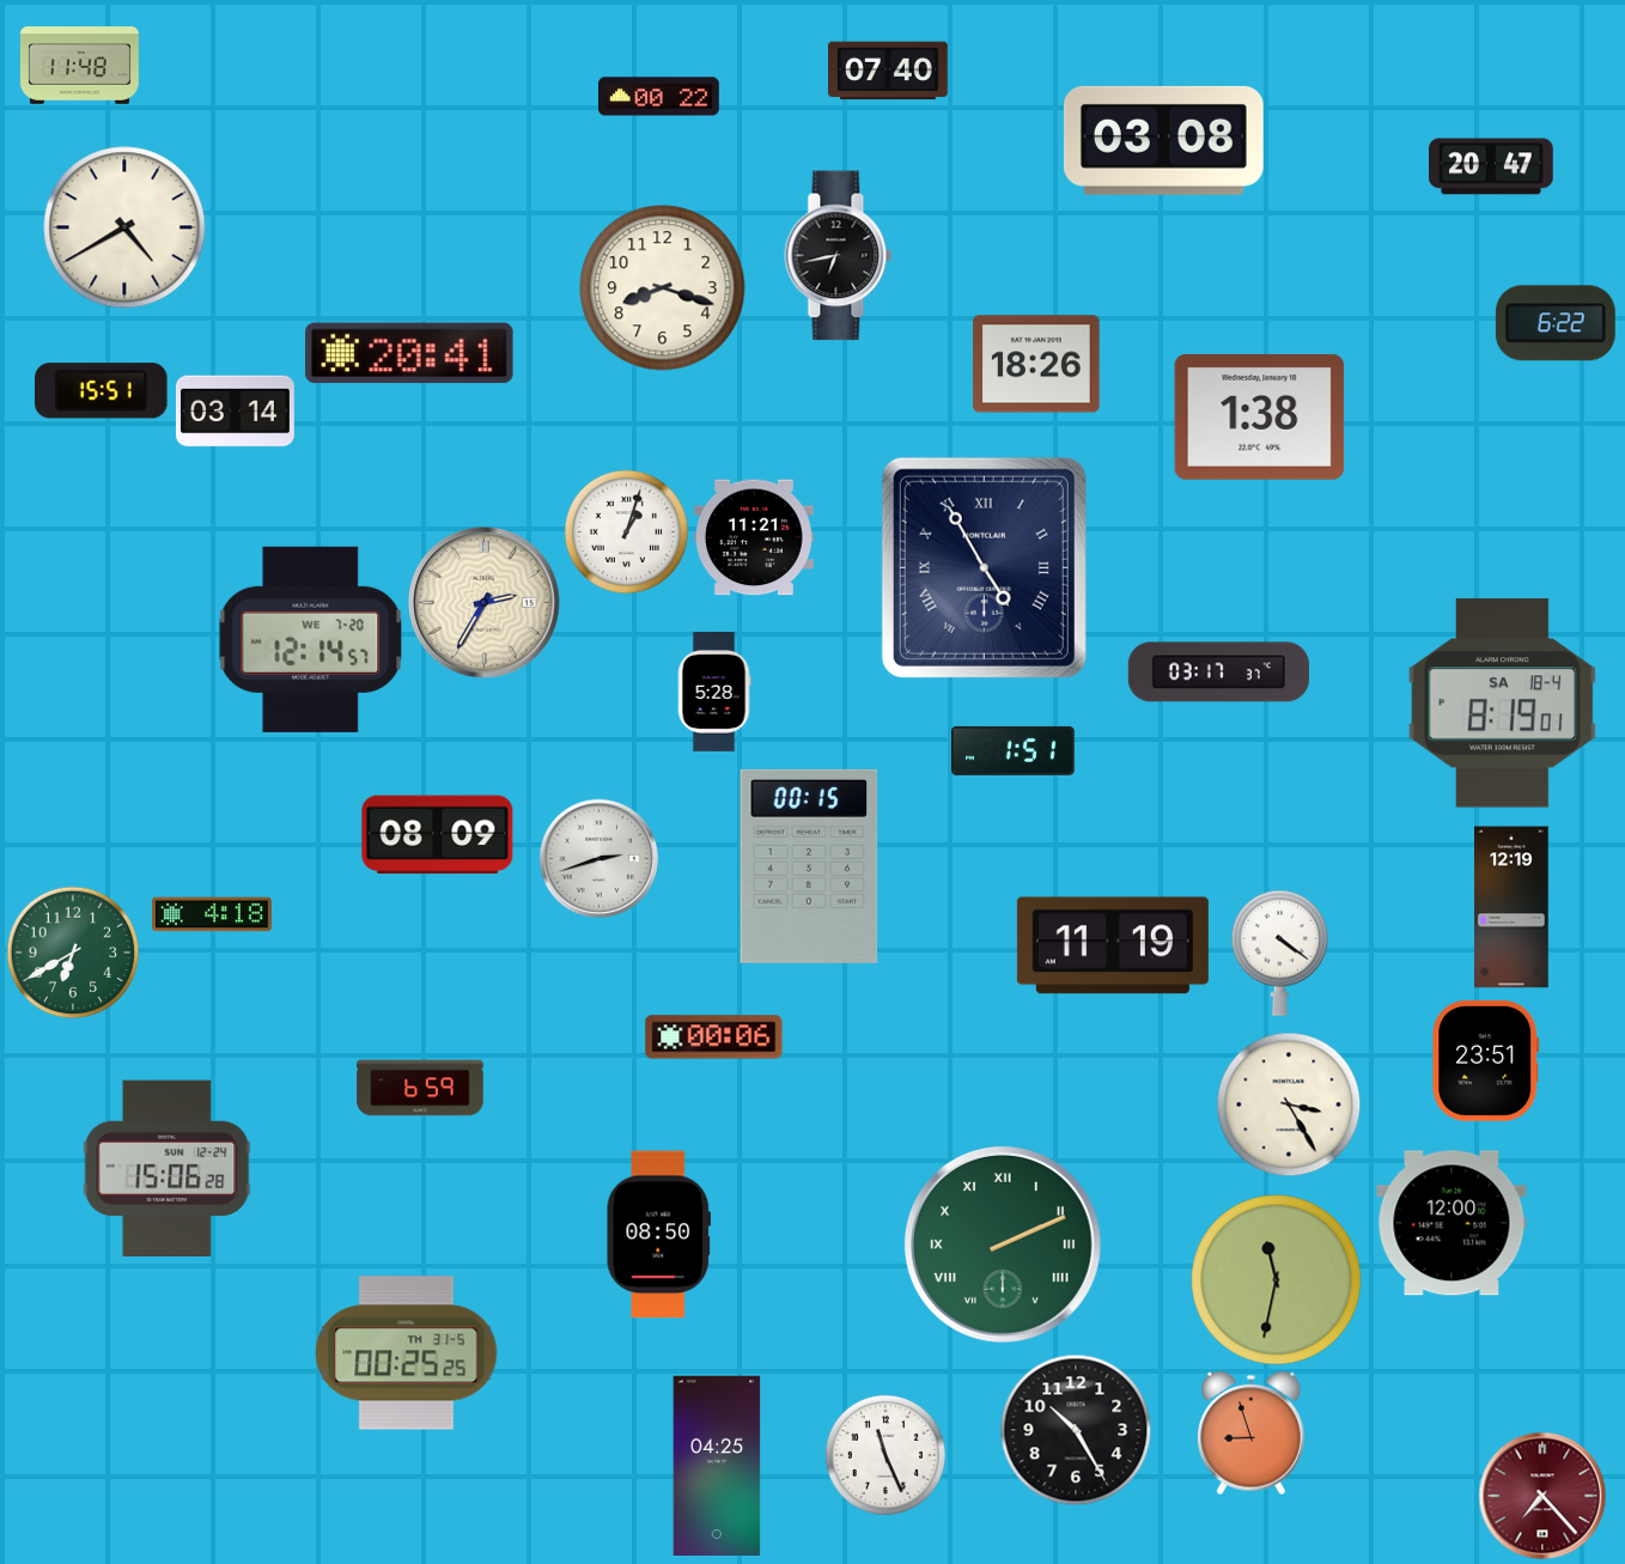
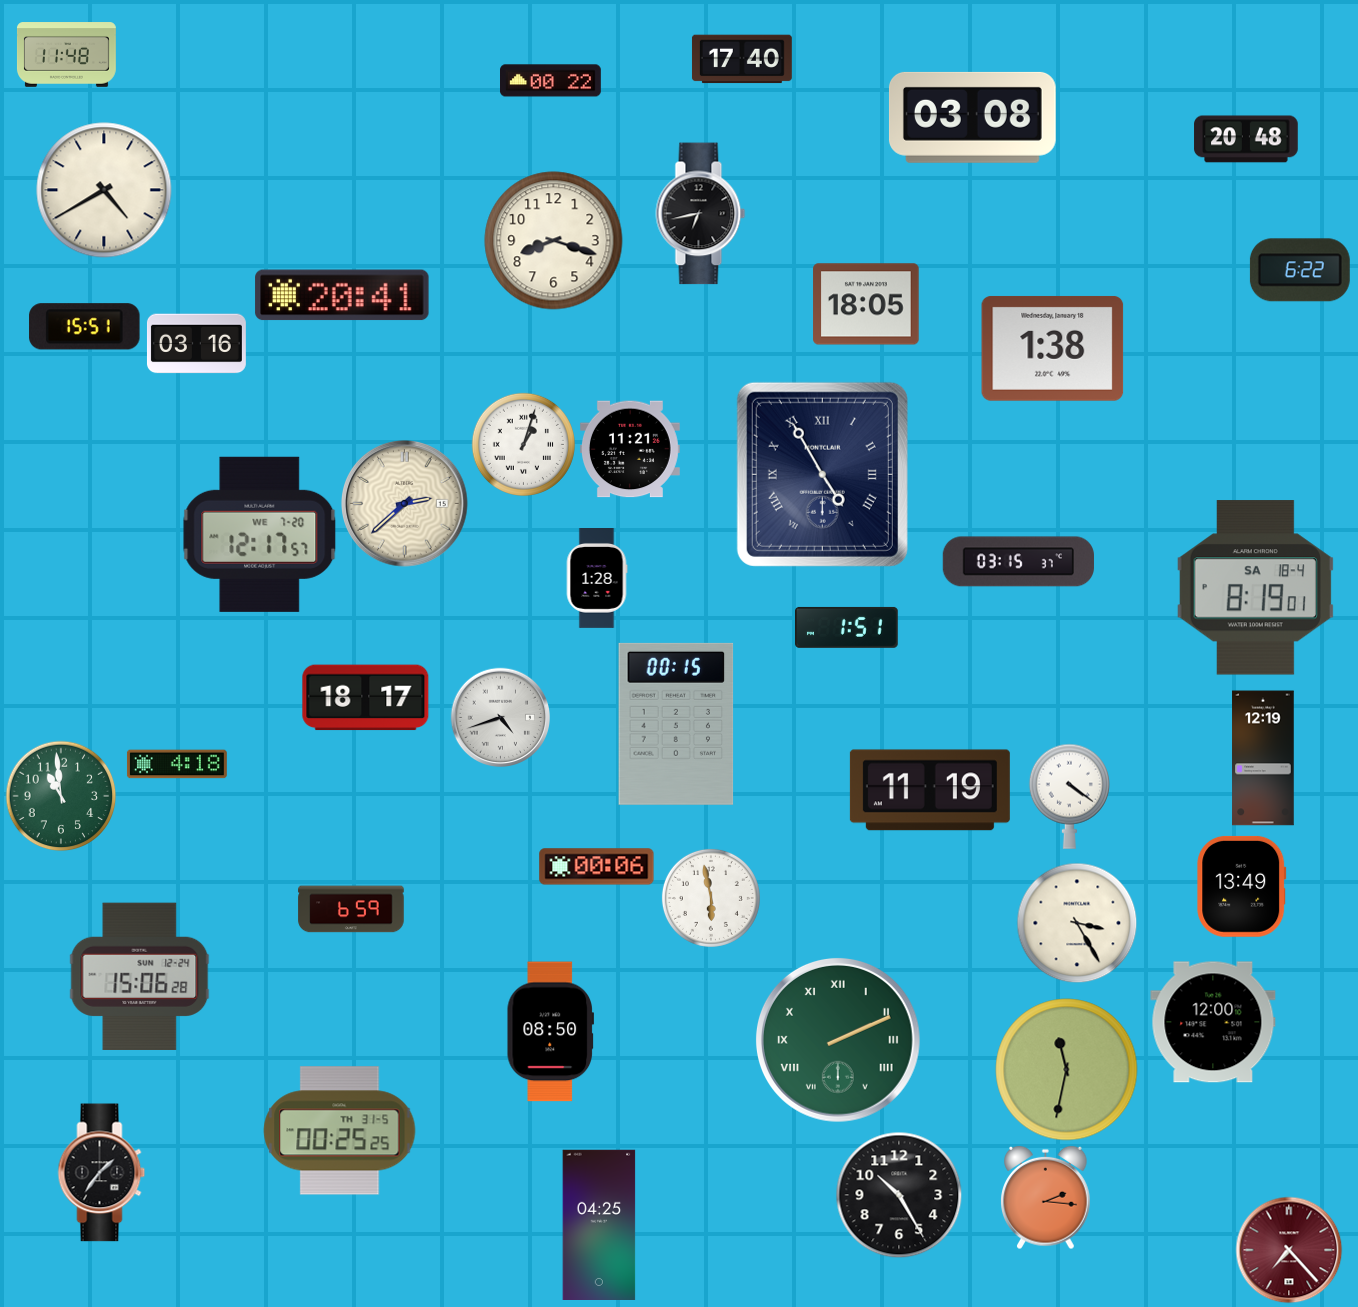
clock at (888, 71): 07:40 -> 17:40
clock at (1491, 166): 20:47 -> 20:48
clock at (1036, 364): 18:26 -> 18:05
clock at (235, 412): 03:14 -> 03:16
clock at (485, 603): 2:35 -> 2:38
clock at (311, 639): 12:14 -> 12:17
clock at (1218, 673): 03:17 -> 03:15
clock at (714, 693): 5:28 -> 1:28
clock at (438, 835): 08:09 -> 18:17
clock at (598, 858): 2:42 -> 4:42
clock at (73, 953): 6:40 -> 10:59
clock at (1486, 1060): 23:51 -> 13:49
clock at (711, 898): none -> 5:58
clock at (102, 1173): none -> 1:36
clock at (1252, 1432): 8:57 -> 2:16
clock at (885, 1455): 11:26 -> none
